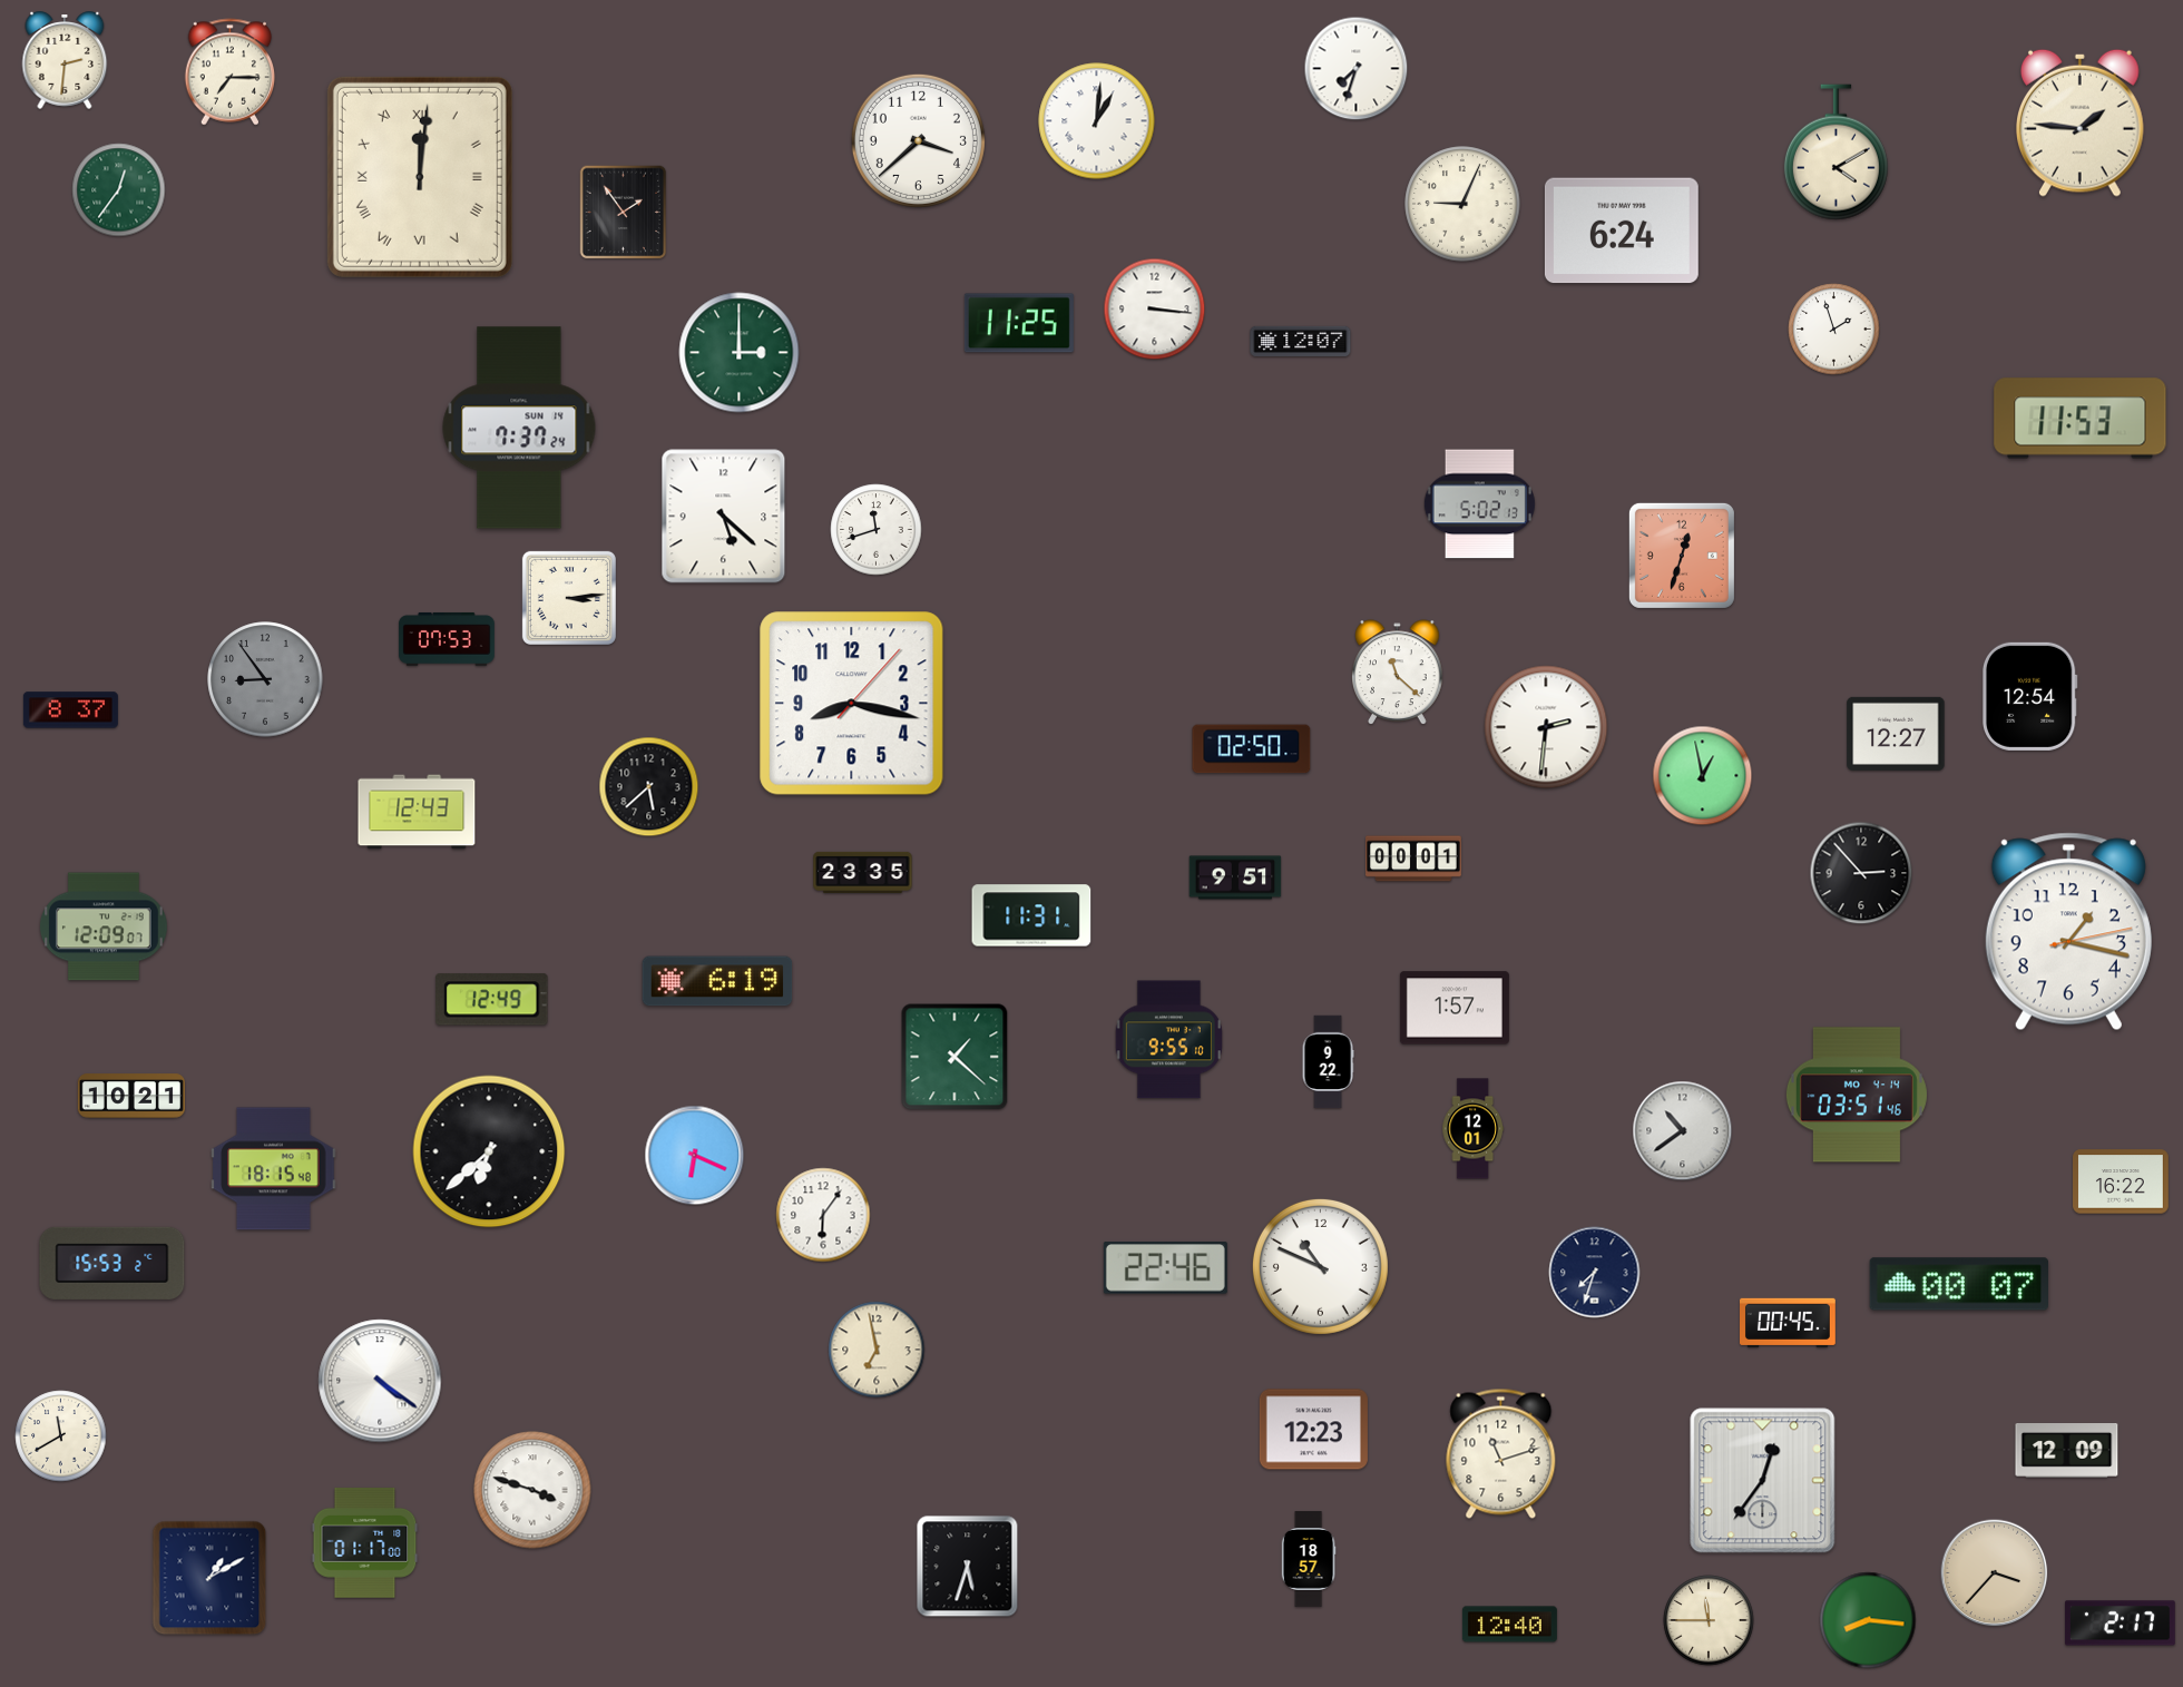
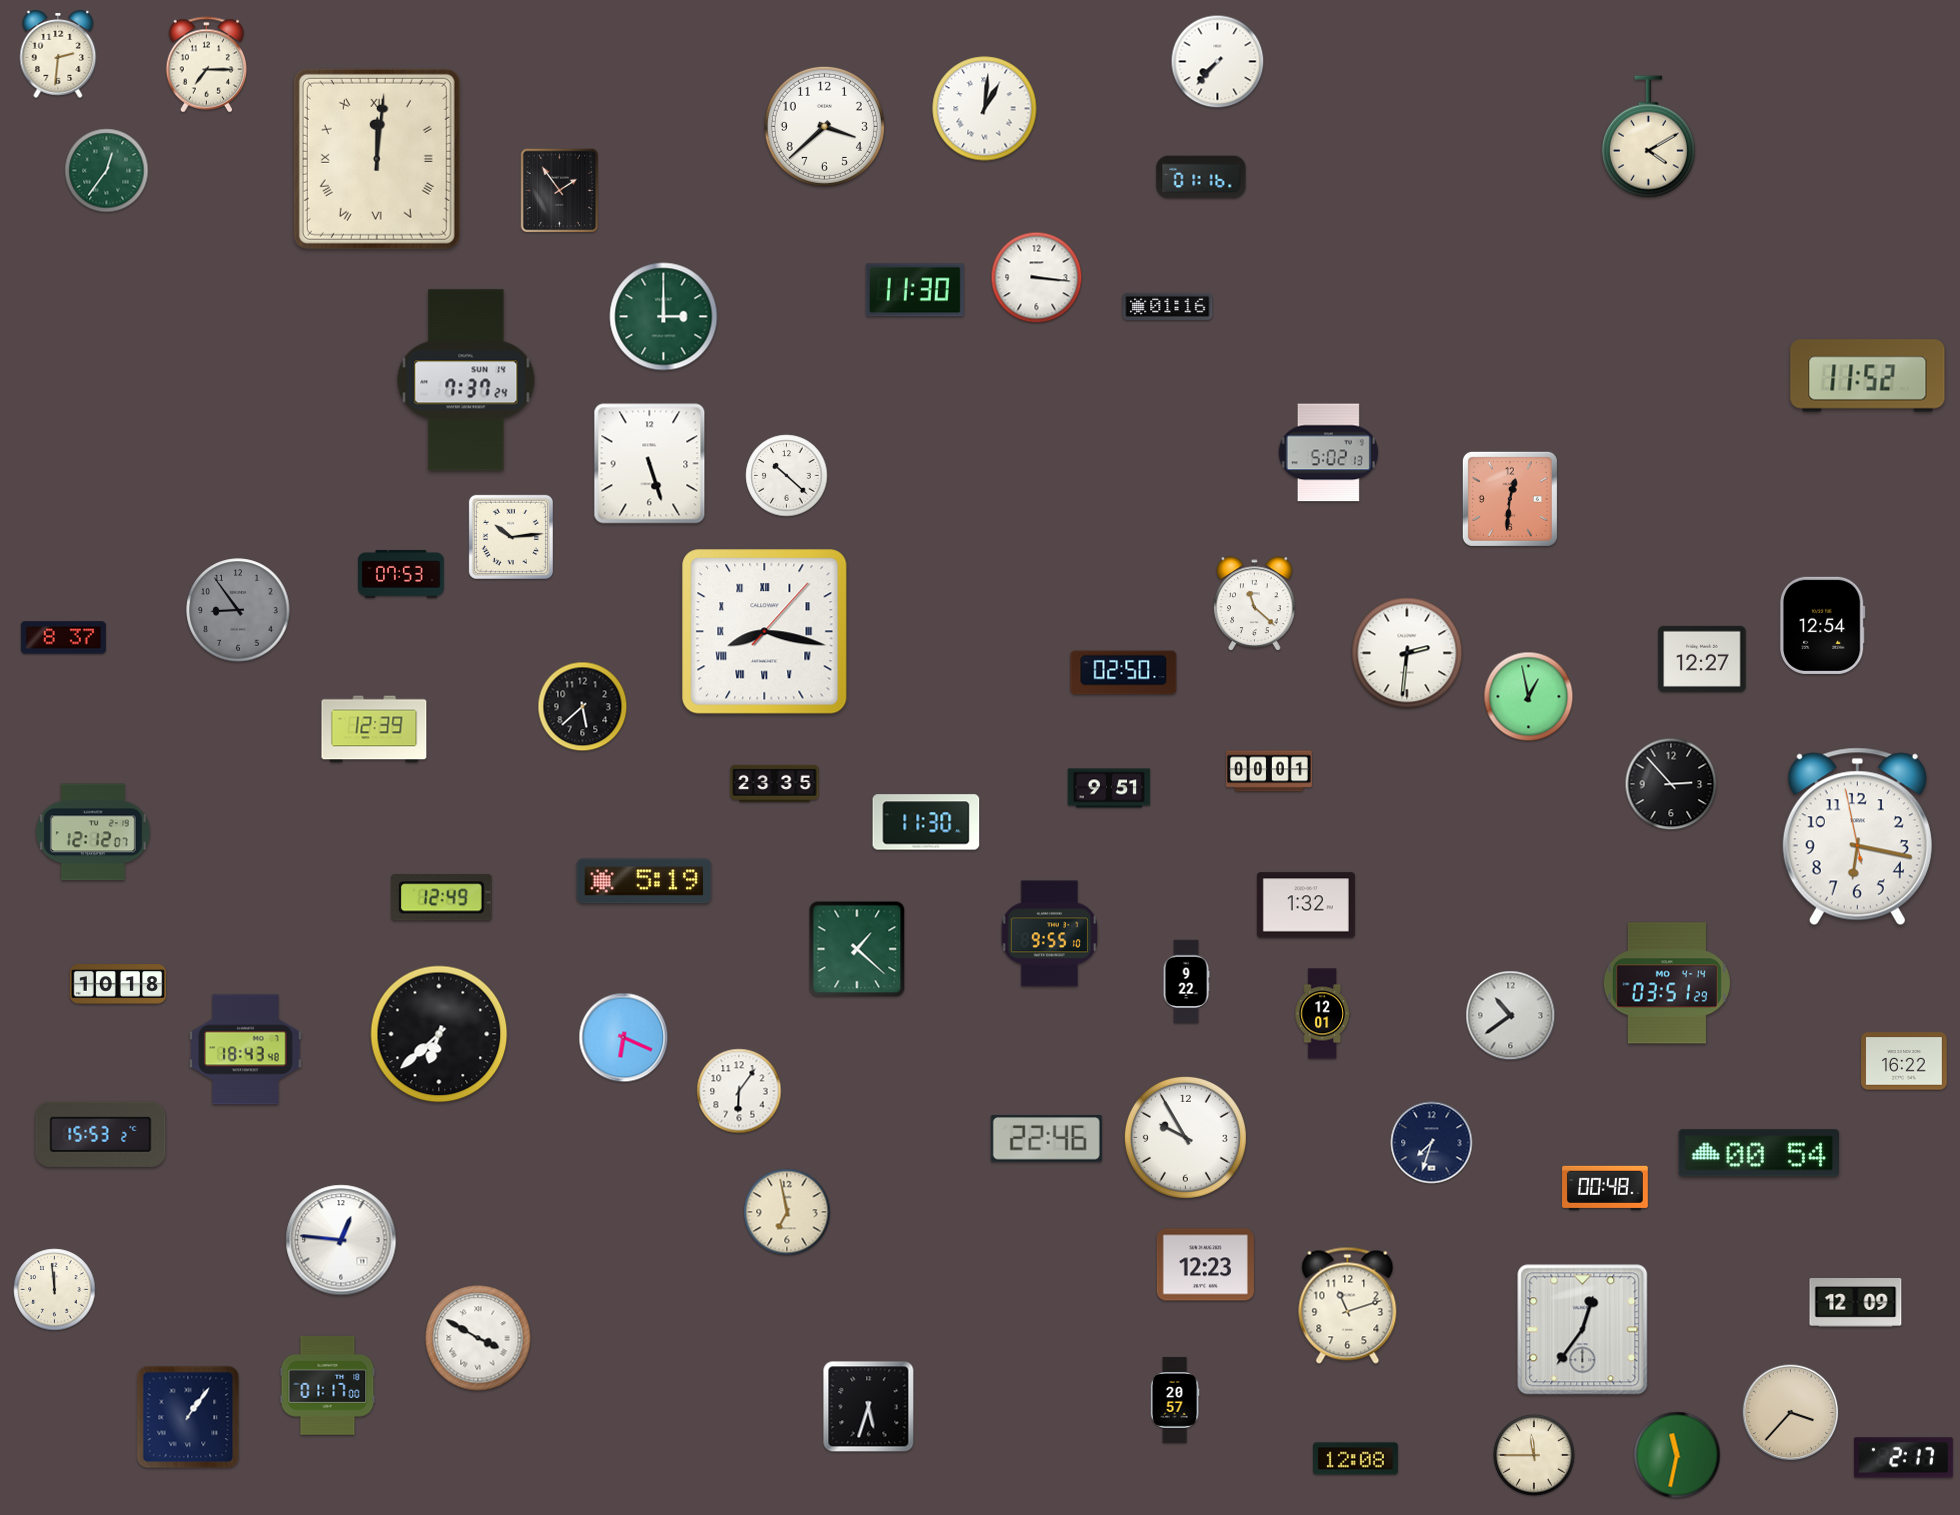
clock at (1357, 69): 7:33 -> 7:37
clock at (2081, 122): 1:46 -> none
clock at (1201, 177): none -> 01:16
clock at (1462, 204): 9:04 -> none
clock at (1622, 231): 6:24 -> none
clock at (1019, 323): 11:25 -> 11:30
clock at (1834, 330): 1:57 -> none
clock at (1301, 341): 12:07 -> 01:16
clock at (2081, 419): 11:53 -> 11:52
clock at (519, 428) position: (519, 428) -> (466, 380)
clock at (724, 517): 5:22 -> 5:27
clock at (877, 530): 11:42 -> 10:22
clock at (1682, 556): 12:33 -> 12:31
clock at (569, 598): 3:14 -> 10:14
clock at (852, 704) numerals: Arabic -> Roman
clock at (1546, 727) position: (1546, 727) -> (1407, 653)
clock at (417, 812): 12:43 -> 12:39
clock at (1031, 915): 11:31 -> 11:30
clock at (104, 926): 12:09 -> 12:12
clock at (2068, 932): 1:17 -> 6:16
clock at (717, 981): 6:19 -> 5:19
clock at (1455, 1008): 1:57 -> 1:32
clock at (1328, 1062) position: (1328, 1062) -> (1186, 982)
clock at (1857, 1095): 03:51:46 -> 03:51:29
clock at (131, 1096): 10:21 -> 10:18
clock at (274, 1169): 18:15 -> 18:43
clock at (1320, 1266): 10:49 -> 9:55
clock at (1958, 1284): 00:07 -> 00:54
clock at (1789, 1323): 00:45 -> 00:48
clock at (380, 1381): 4:21 -> 12:46
clock at (1313, 1430) position: (1313, 1430) -> (1205, 1265)
clock at (61, 1436): 11:40 -> 11:59
clock at (532, 1490): 3:48 -> 3:50
clock at (1309, 1559): 18:57 -> 20:57
clock at (209, 1578): 1:10 -> 1:06
clock at (1868, 1620): 8:16 -> 11:32
clock at (1509, 1625): 12:40 -> 12:08
